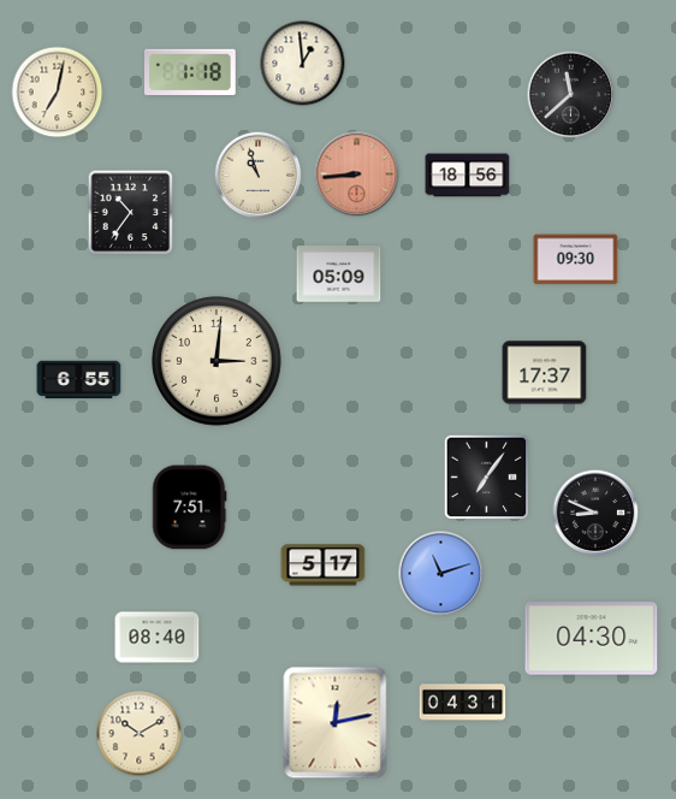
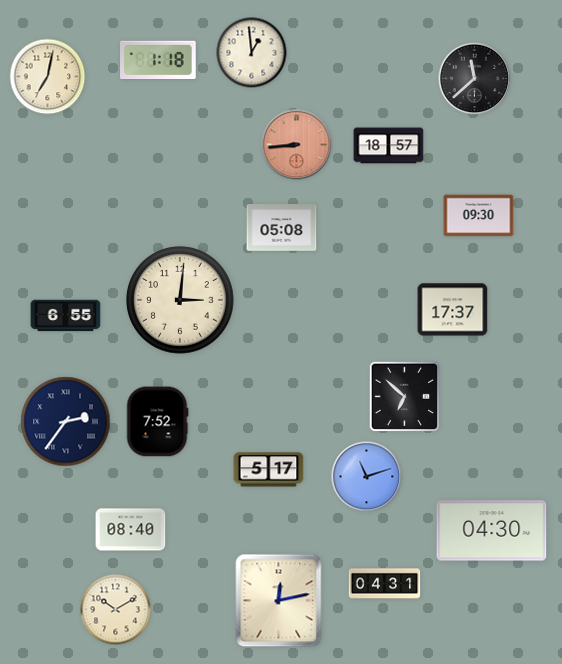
clock at (259, 176): 10:57 -> none
clock at (468, 176): 18:56 -> 18:57
clock at (131, 213): 10:36 -> none
clock at (339, 274): 05:09 -> 05:08
clock at (487, 478): 7:06 -> 6:52
clock at (66, 422): none -> 2:36
clock at (189, 508): 7:51 -> 7:52
clock at (595, 513): 8:49 -> none
